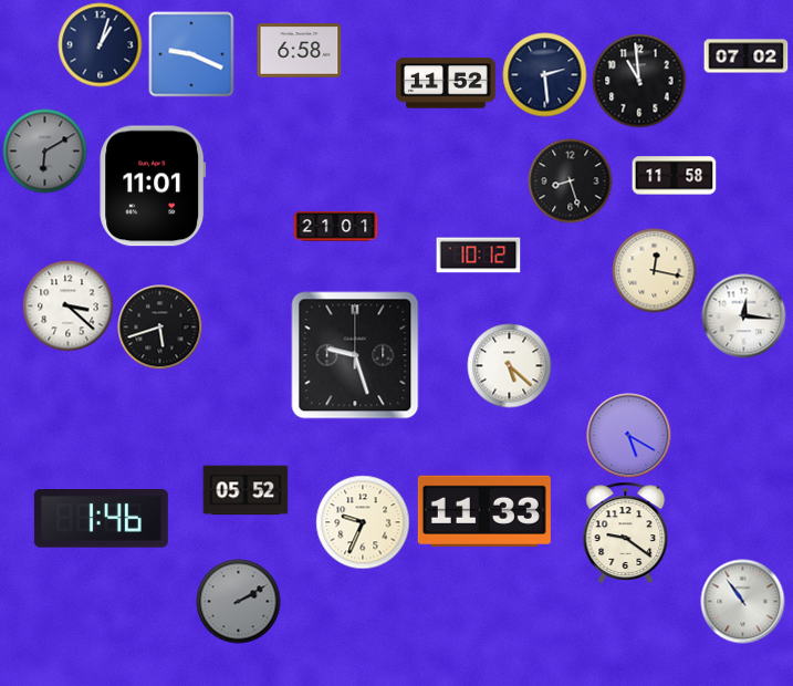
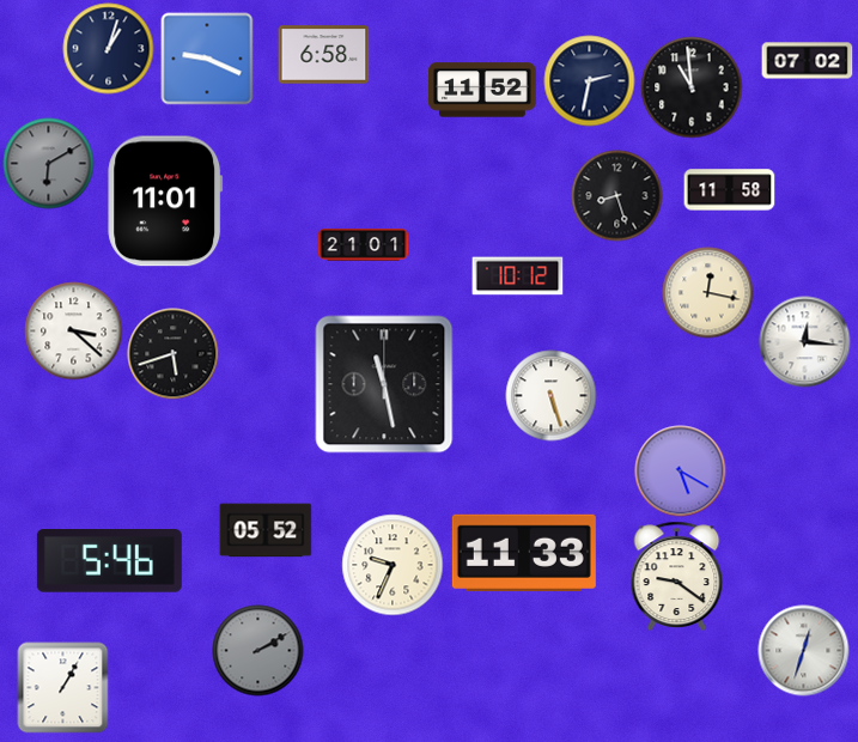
clock at (545, 75): 2:29 -> 2:32
clock at (355, 355): 9:27 -> 11:28
clock at (510, 366): 5:22 -> 5:27
clock at (101, 519): 1:46 -> 5:46
clock at (743, 602): 10:54 -> 12:33
clock at (63, 688): none -> 1:05
